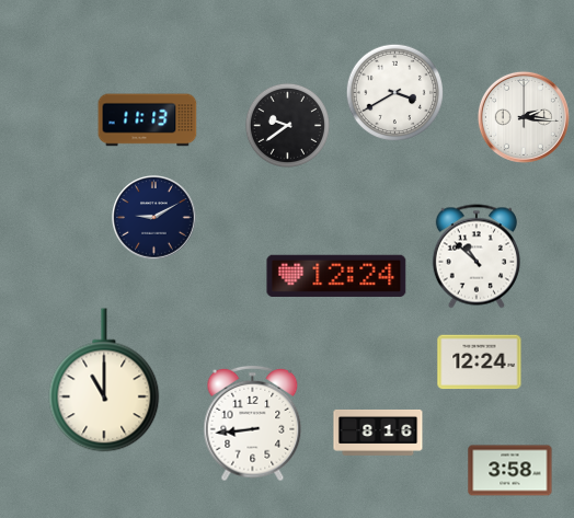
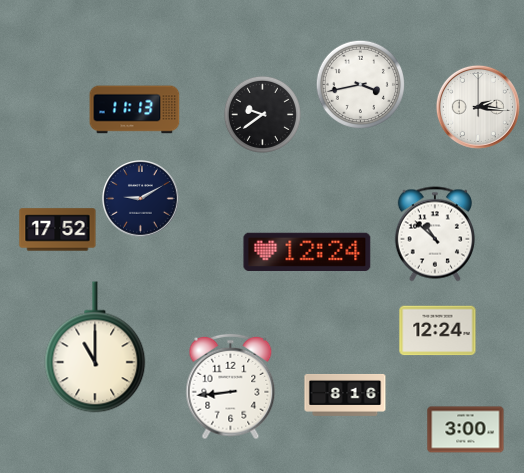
clock at (394, 92): 3:40 -> 3:43
clock at (58, 230): none -> 17:52
clock at (510, 471): 3:58 -> 3:00
